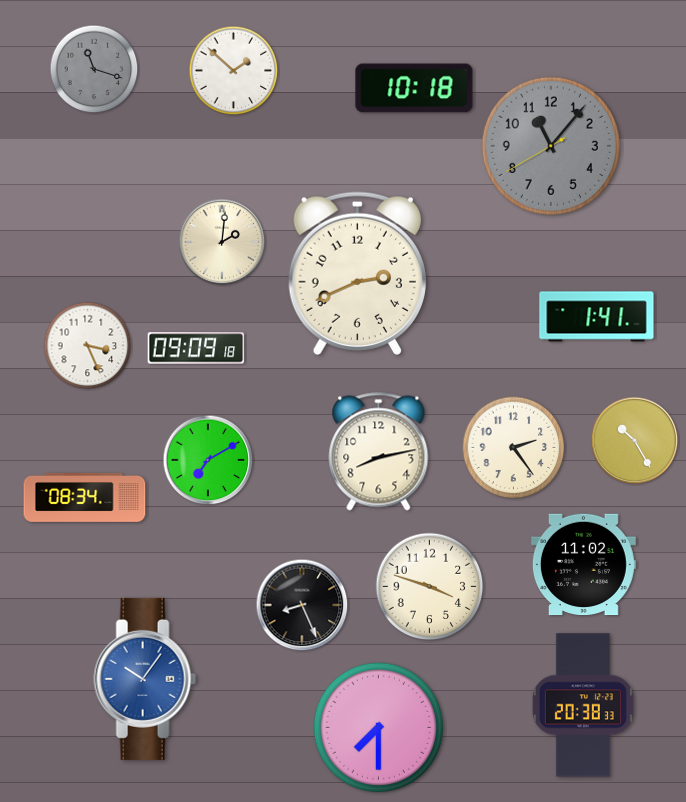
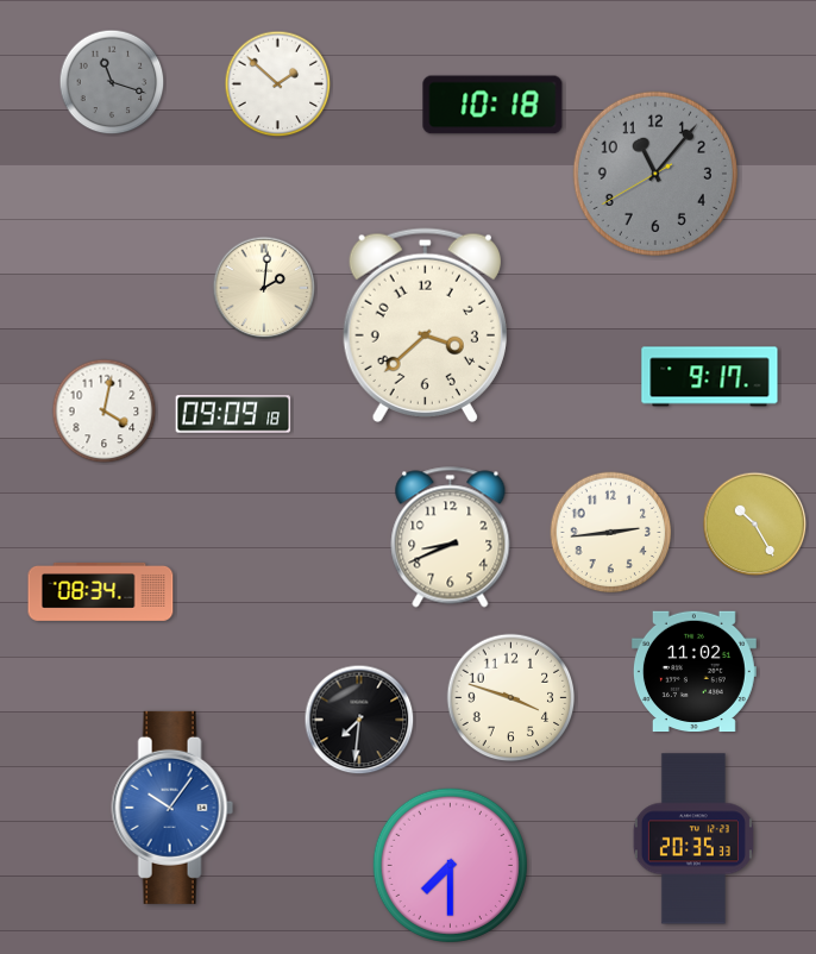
clock at (357, 273): 2:41 -> 3:38
clock at (597, 317): 1:41 -> 9:17
clock at (88, 346): 3:26 -> 4:02
clock at (514, 448): 2:24 -> 2:44
clock at (379, 452): 8:13 -> 8:41
clock at (208, 460): 7:10 -> none
clock at (302, 605): 8:26 -> 7:31
clock at (583, 705): 20:38 -> 20:35
